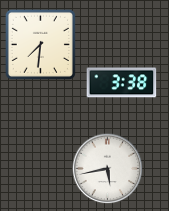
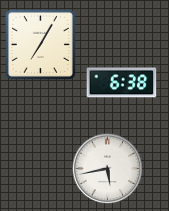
clock at (40, 44): 7:31 -> 7:05
clock at (122, 83): 3:38 -> 6:38
